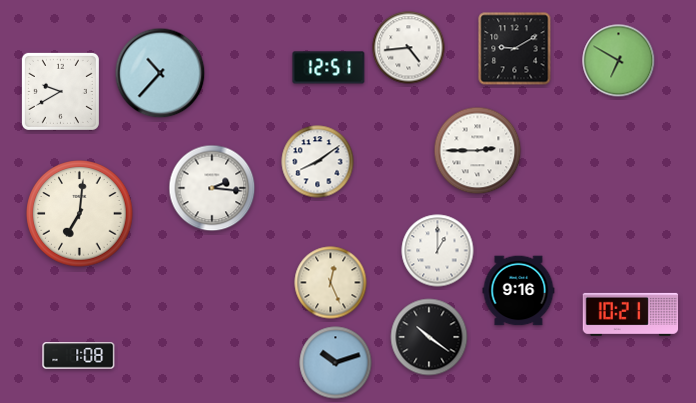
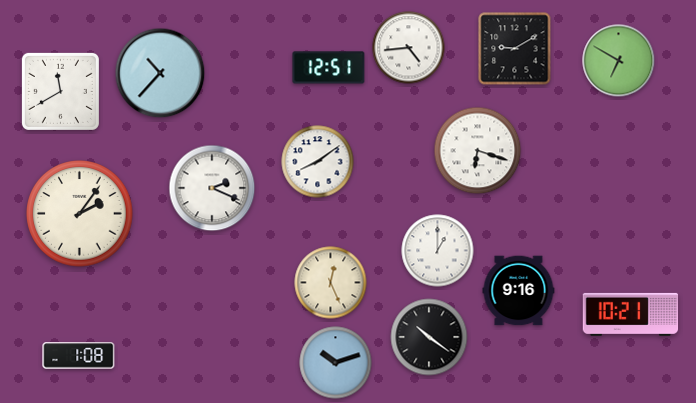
clock at (60, 91): 9:40 -> 11:40
clock at (478, 151): 2:45 -> 6:18
clock at (212, 188): 2:16 -> 2:19
clock at (80, 214): 7:01 -> 2:06
